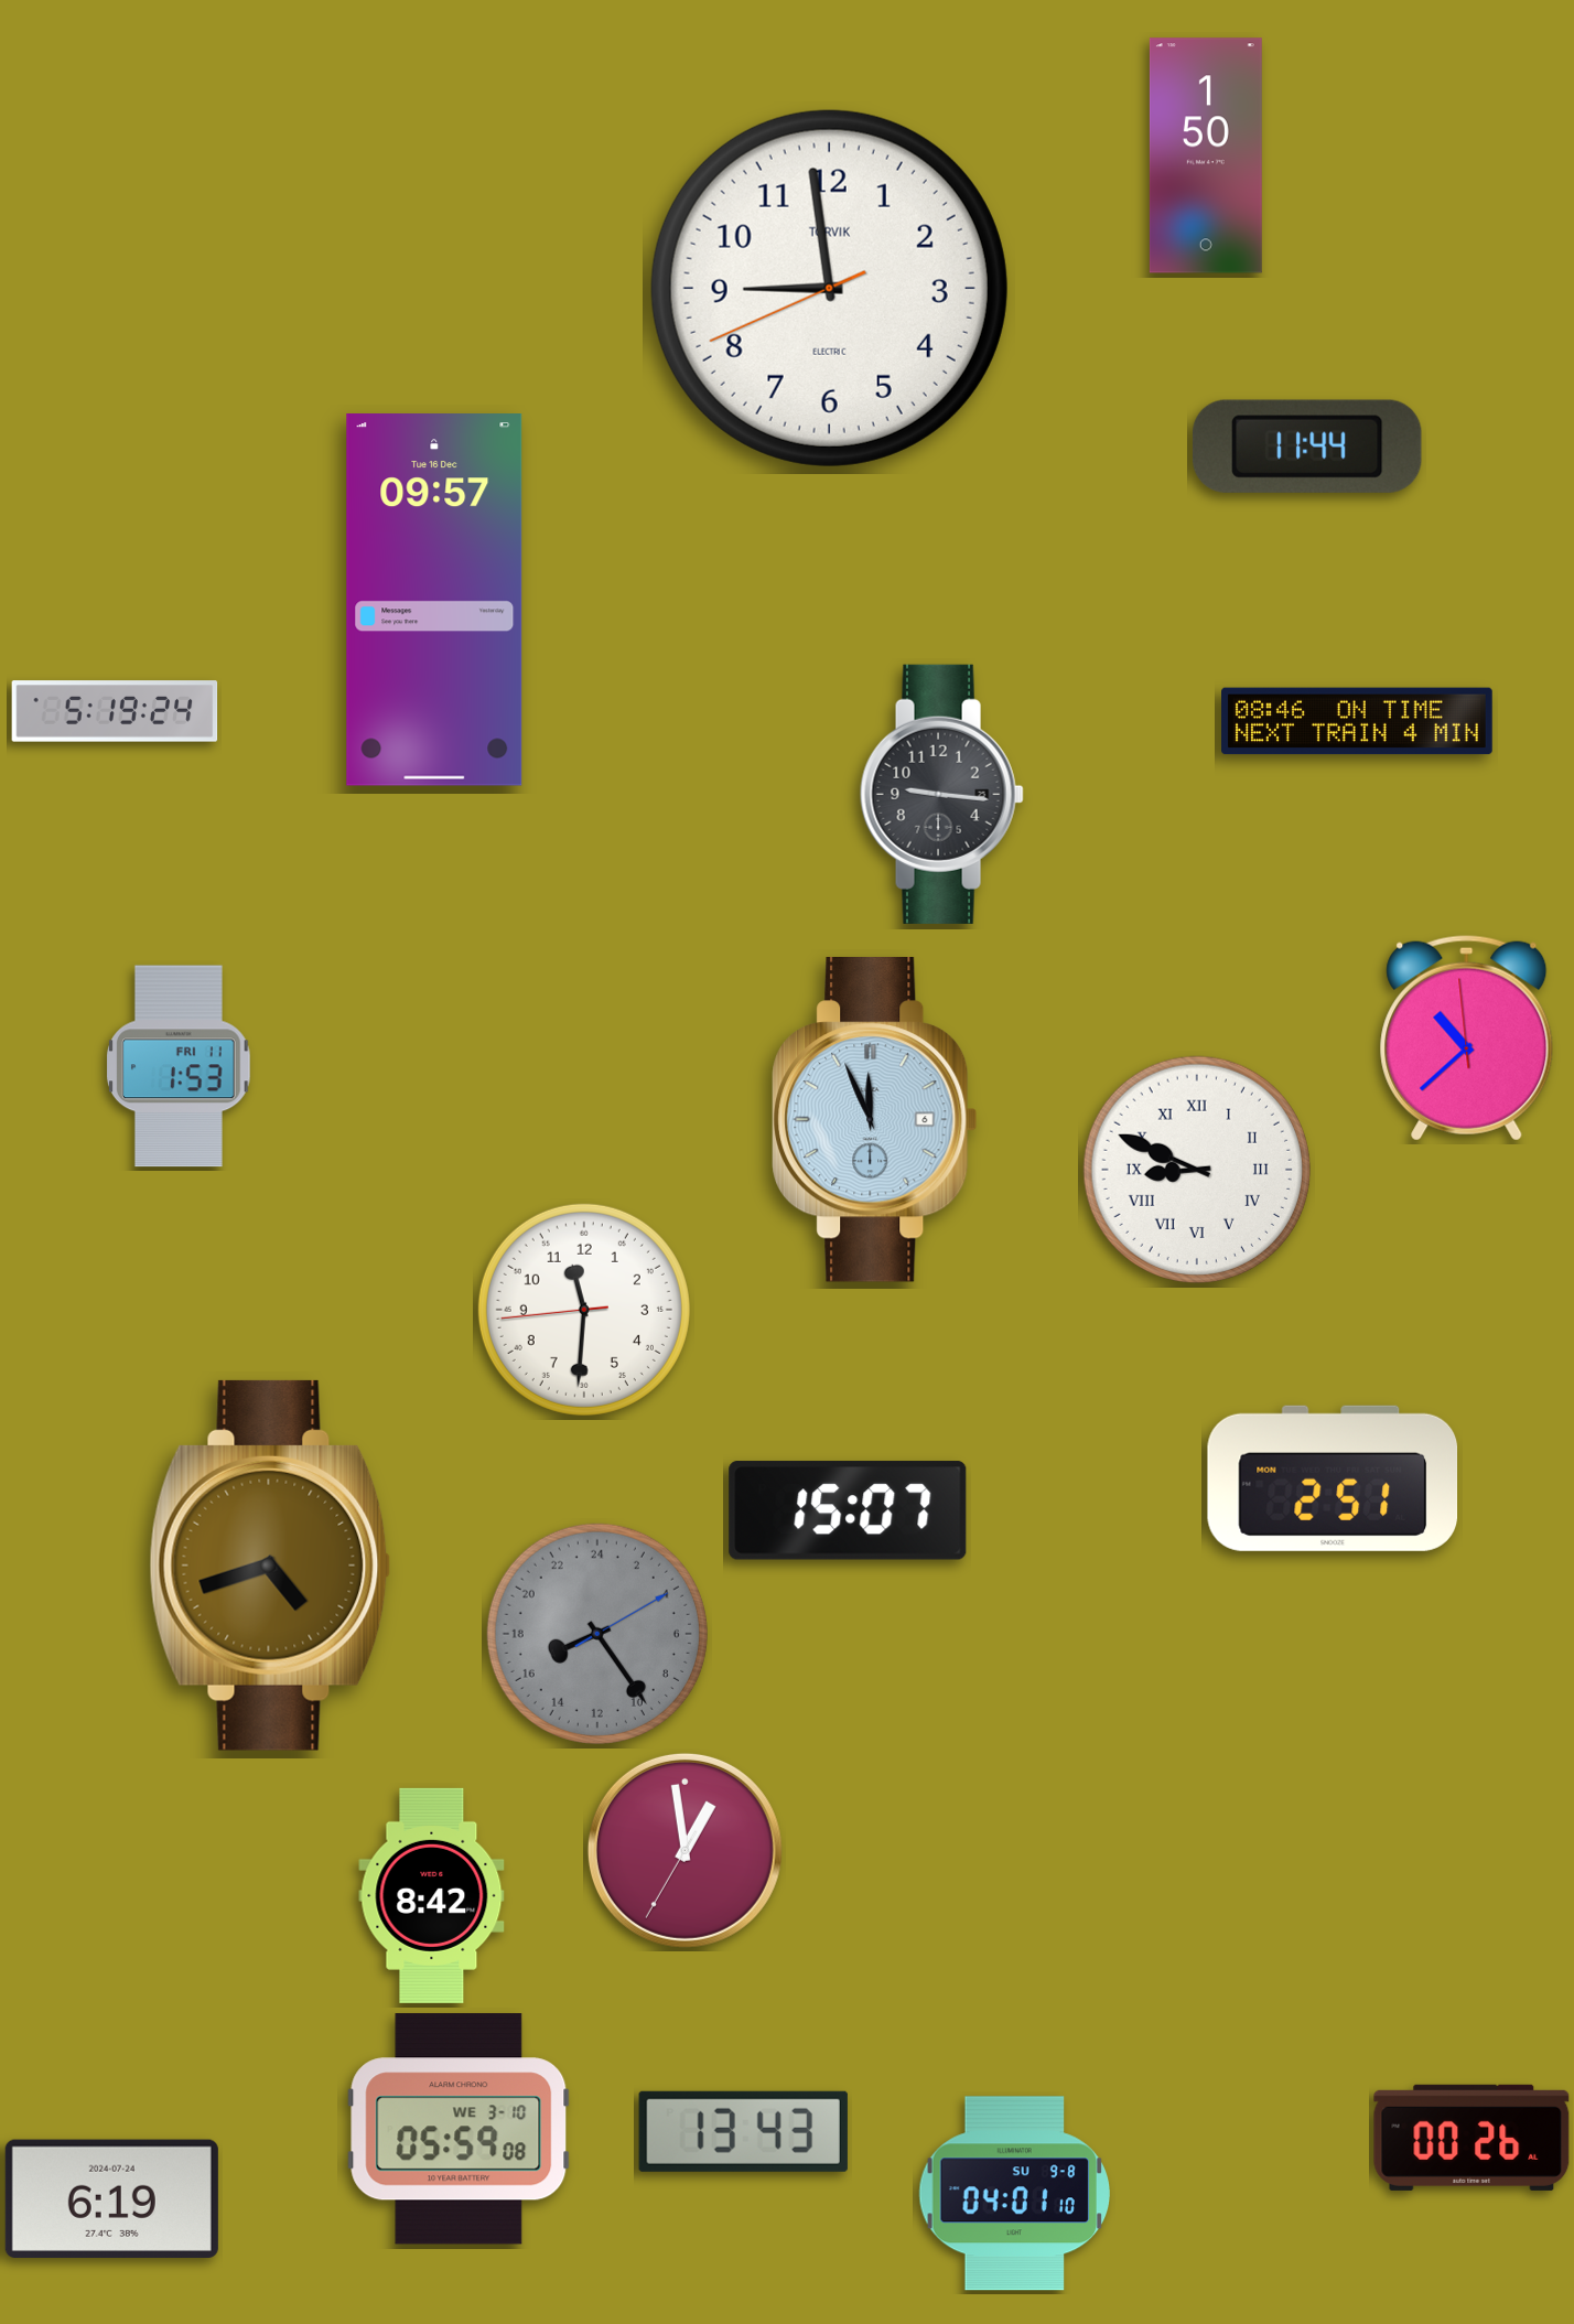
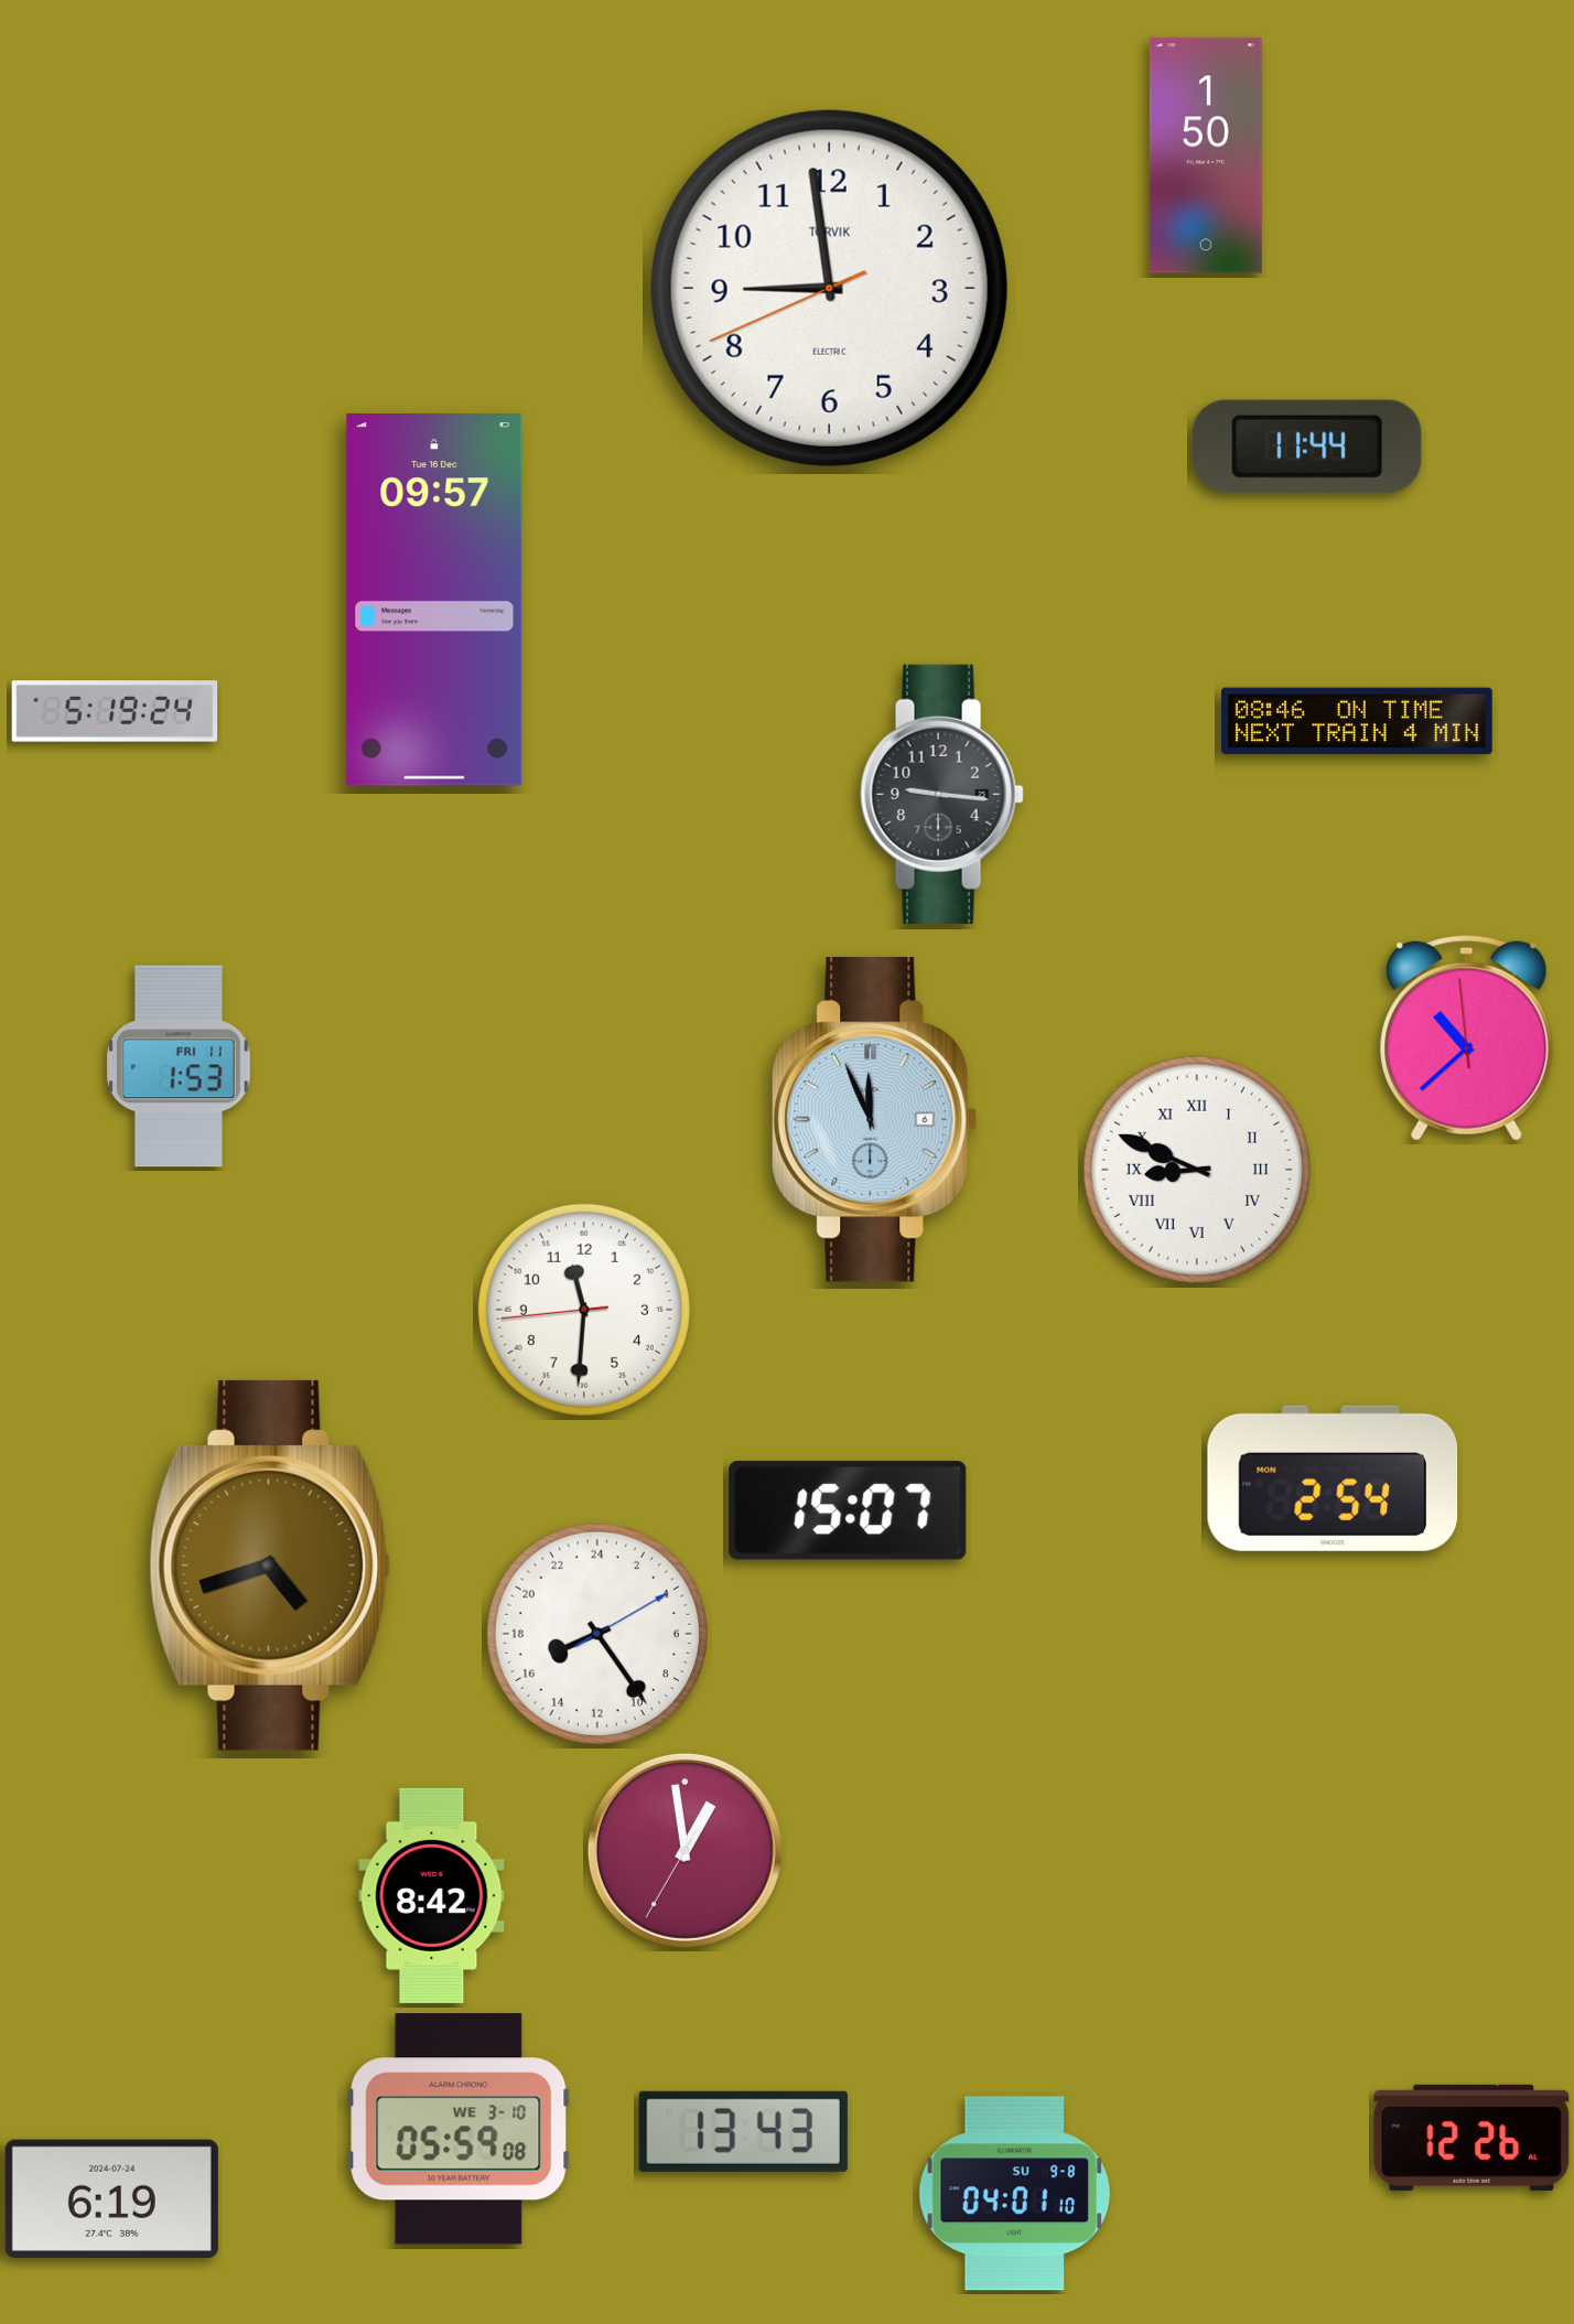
clock at (1333, 1478): 2:51 -> 2:54
clock at (597, 1634) dial: grey -> white
clock at (1471, 2138): 00:26 -> 12:26
